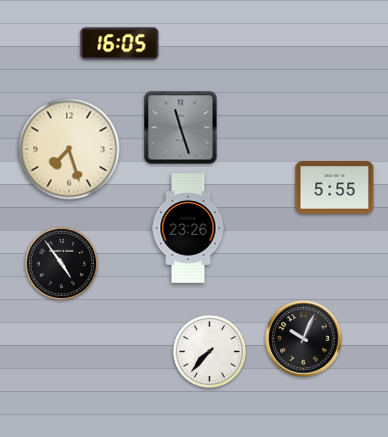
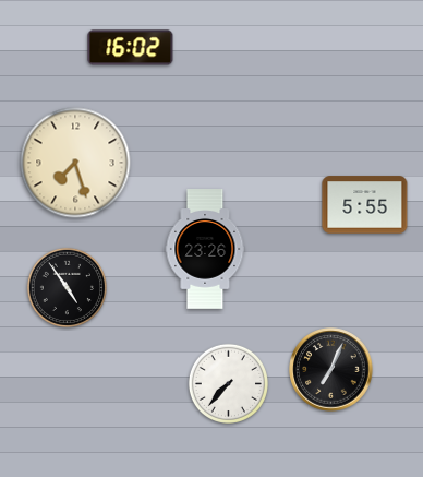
clock at (120, 44): 16:05 -> 16:02
clock at (181, 128): 11:27 -> none
clock at (304, 339): 10:04 -> 7:04
